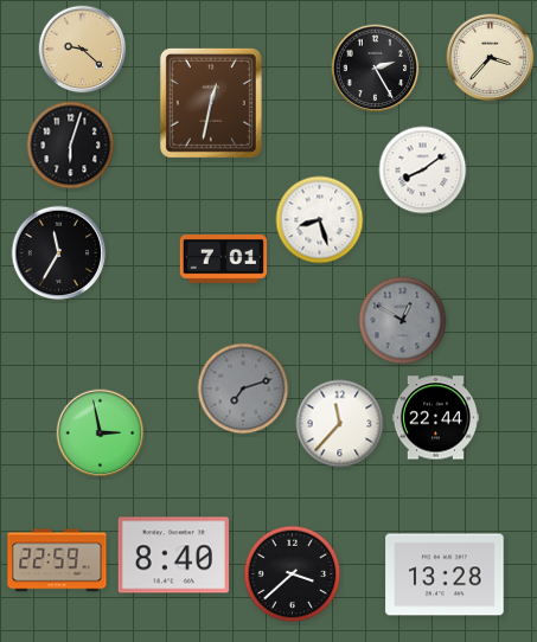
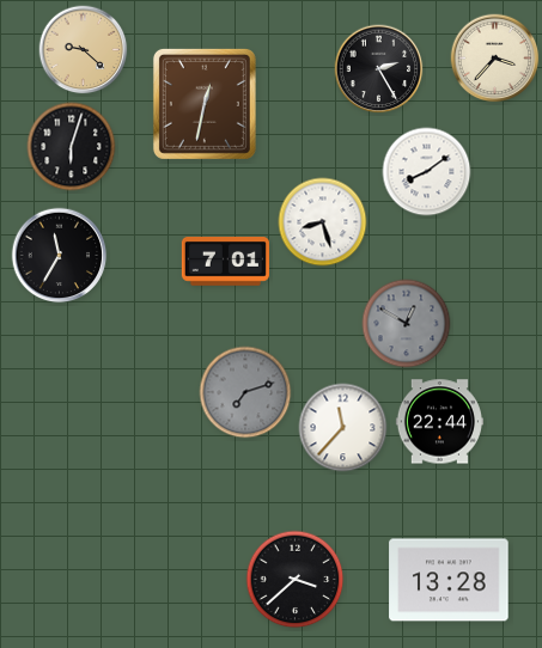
clock at (211, 103) position: (211, 103) -> (205, 104)
clock at (101, 434): 2:58 -> none
clock at (174, 556): 8:40 -> none
clock at (57, 560): 22:59 -> none
